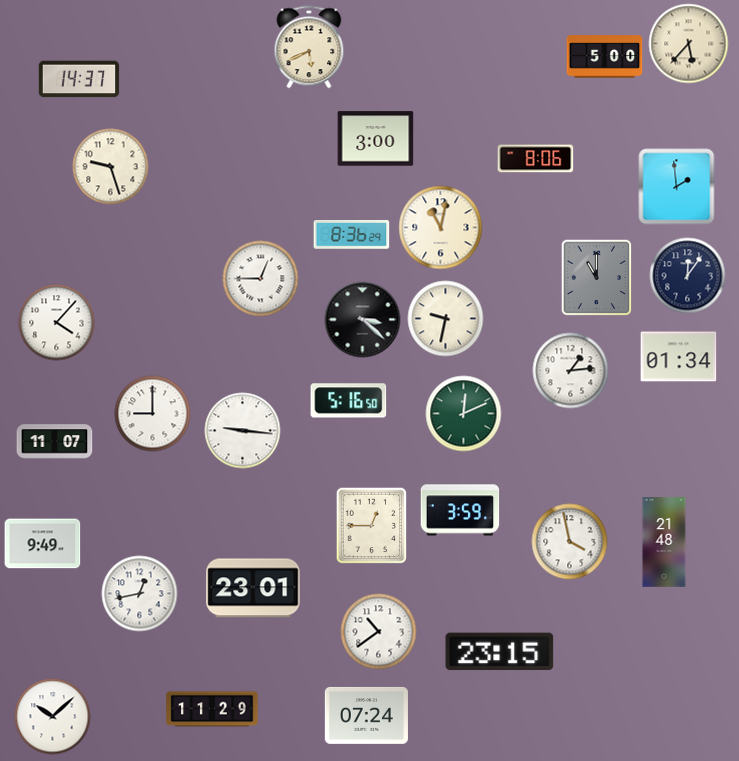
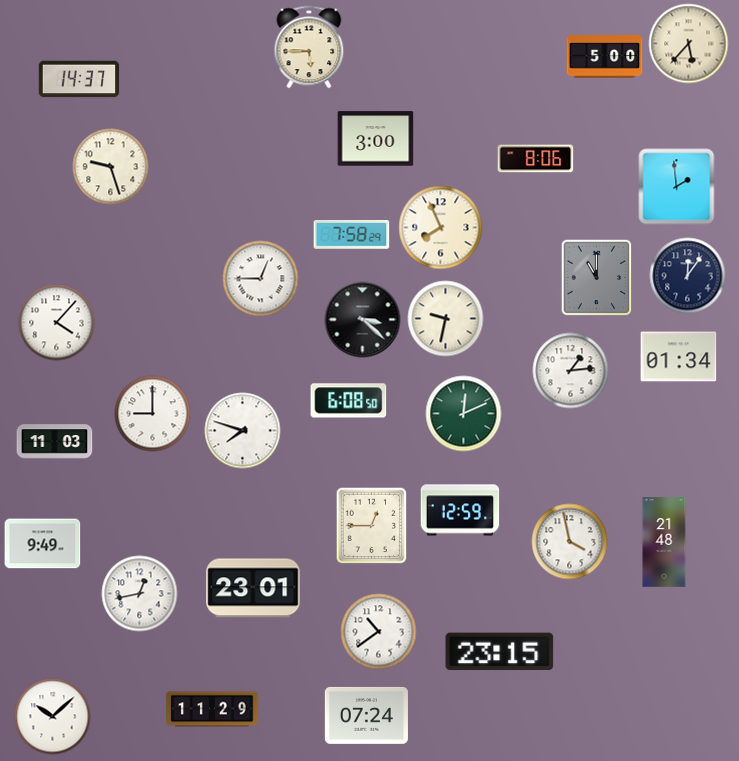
clock at (309, 47): 5:41 -> 5:45
clock at (441, 228): 11:02 -> 7:56
clock at (352, 235): 8:36 -> 7:58
clock at (349, 401): 5:16 -> 6:08
clock at (243, 431): 9:16 -> 7:48
clock at (55, 442): 11:07 -> 11:03
clock at (460, 510): 3:59 -> 12:59
